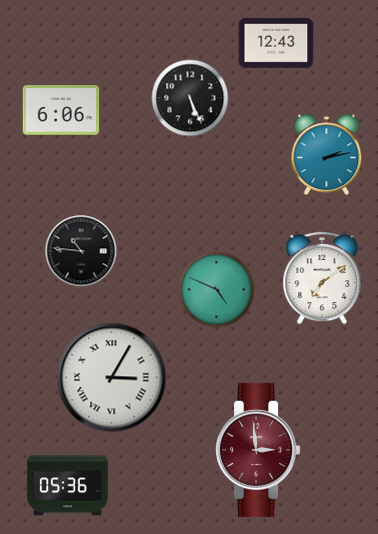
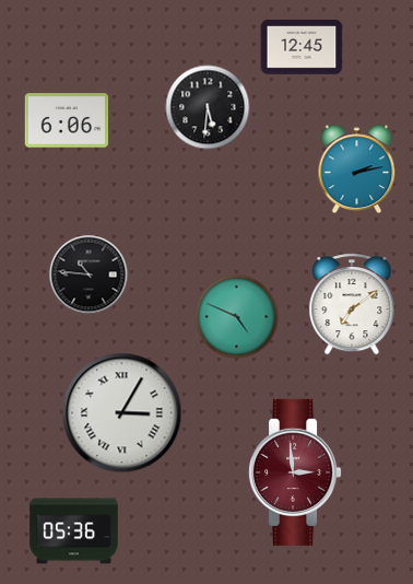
clock at (276, 43): 12:43 -> 12:45
clock at (190, 98): 5:26 -> 5:31
clock at (259, 450) position: (259, 450) -> (296, 472)
